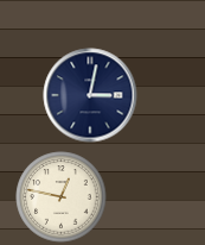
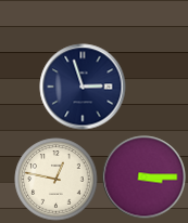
clock at (90, 95): 3:02 -> 2:57
clock at (145, 178): none -> 3:15
